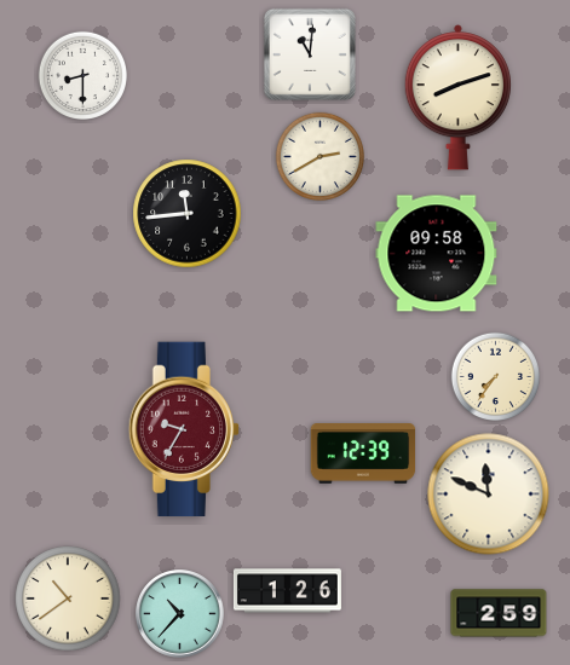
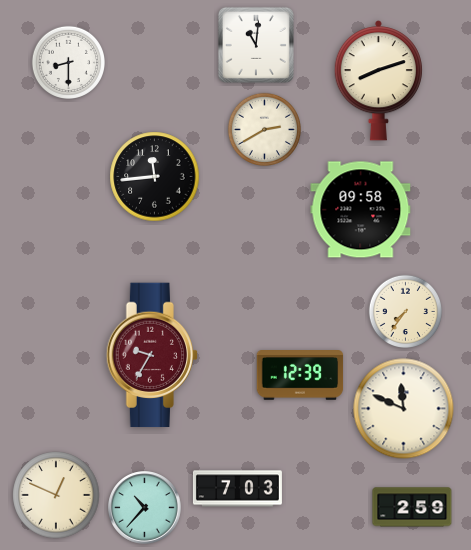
clock at (495, 376) position: (495, 376) -> (405, 311)
clock at (287, 591): 1:26 -> 7:03
clock at (68, 598): 10:39 -> 12:49
clock at (180, 614) position: (180, 614) -> (145, 508)
